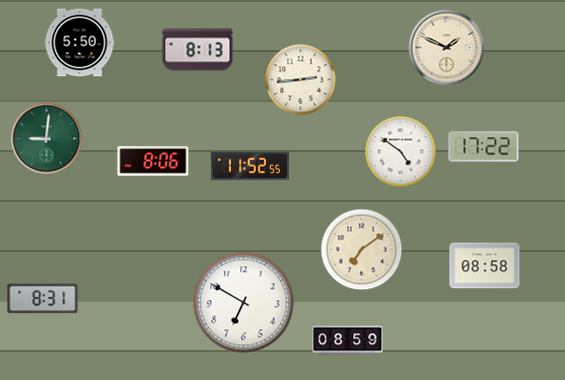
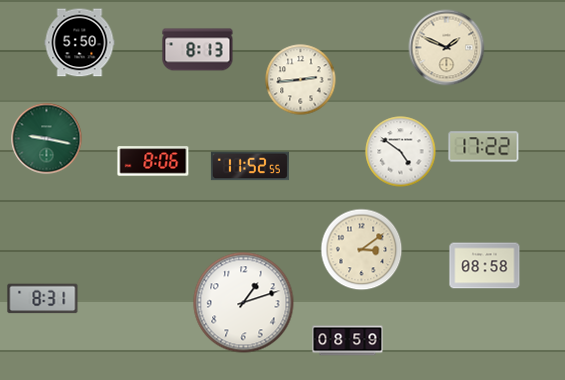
clock at (47, 139): 9:01 -> 9:17
clock at (362, 250): 7:09 -> 3:09
clock at (244, 303): 6:50 -> 1:12
